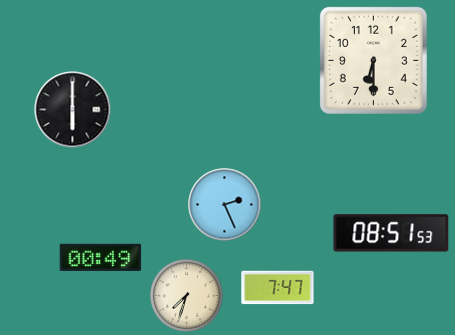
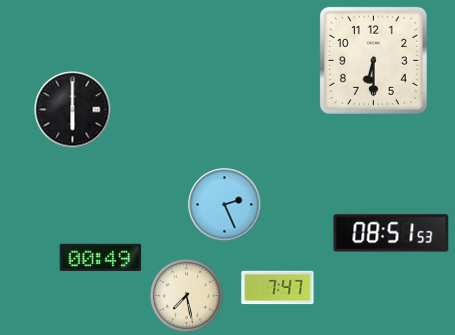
clock at (187, 296): 7:33 -> 7:28
